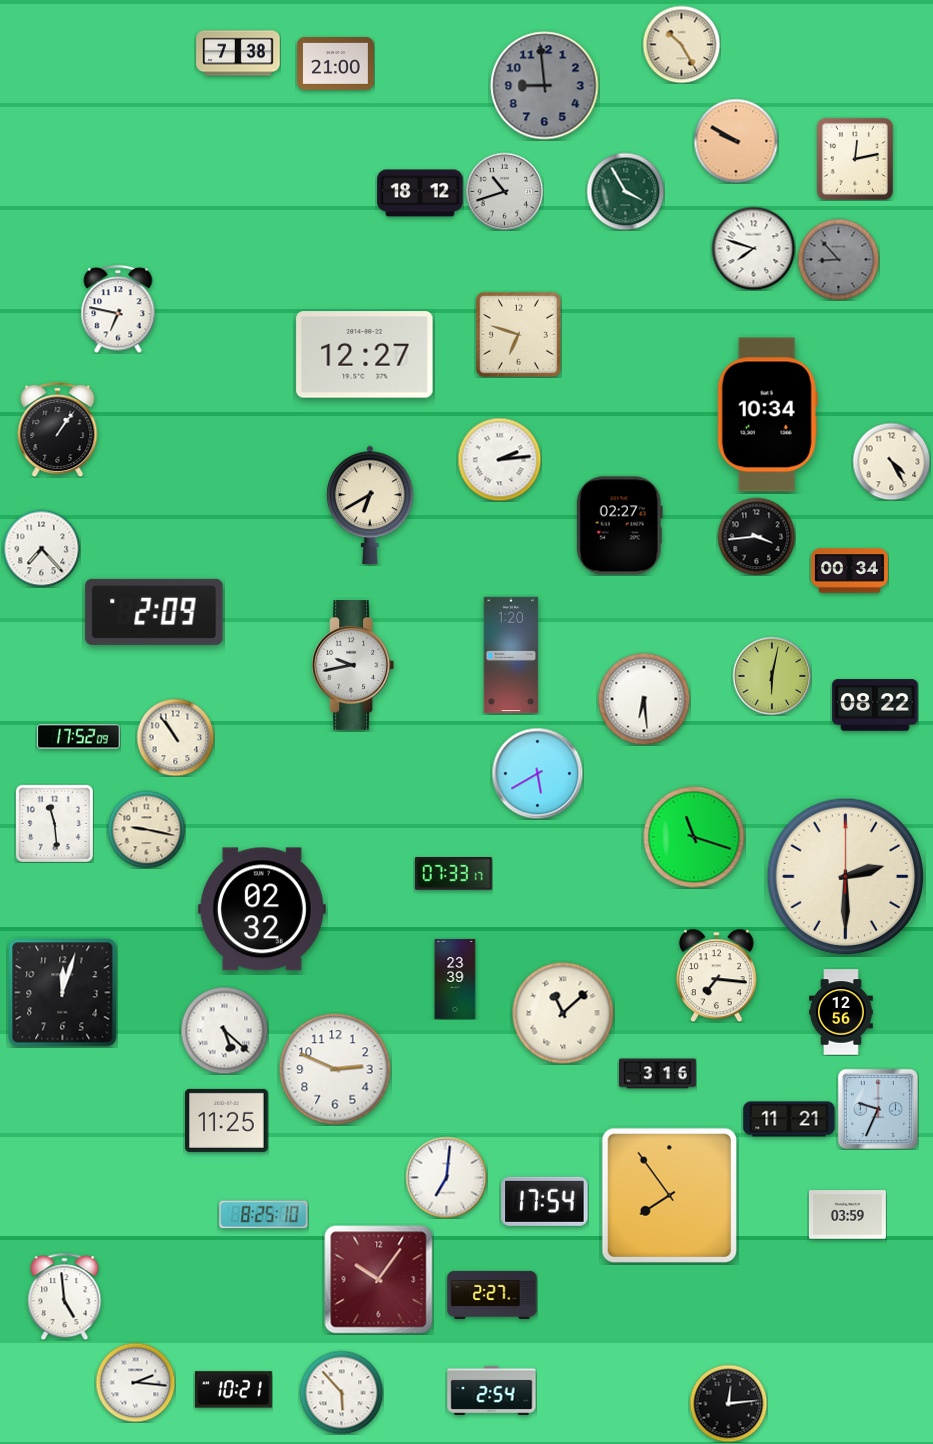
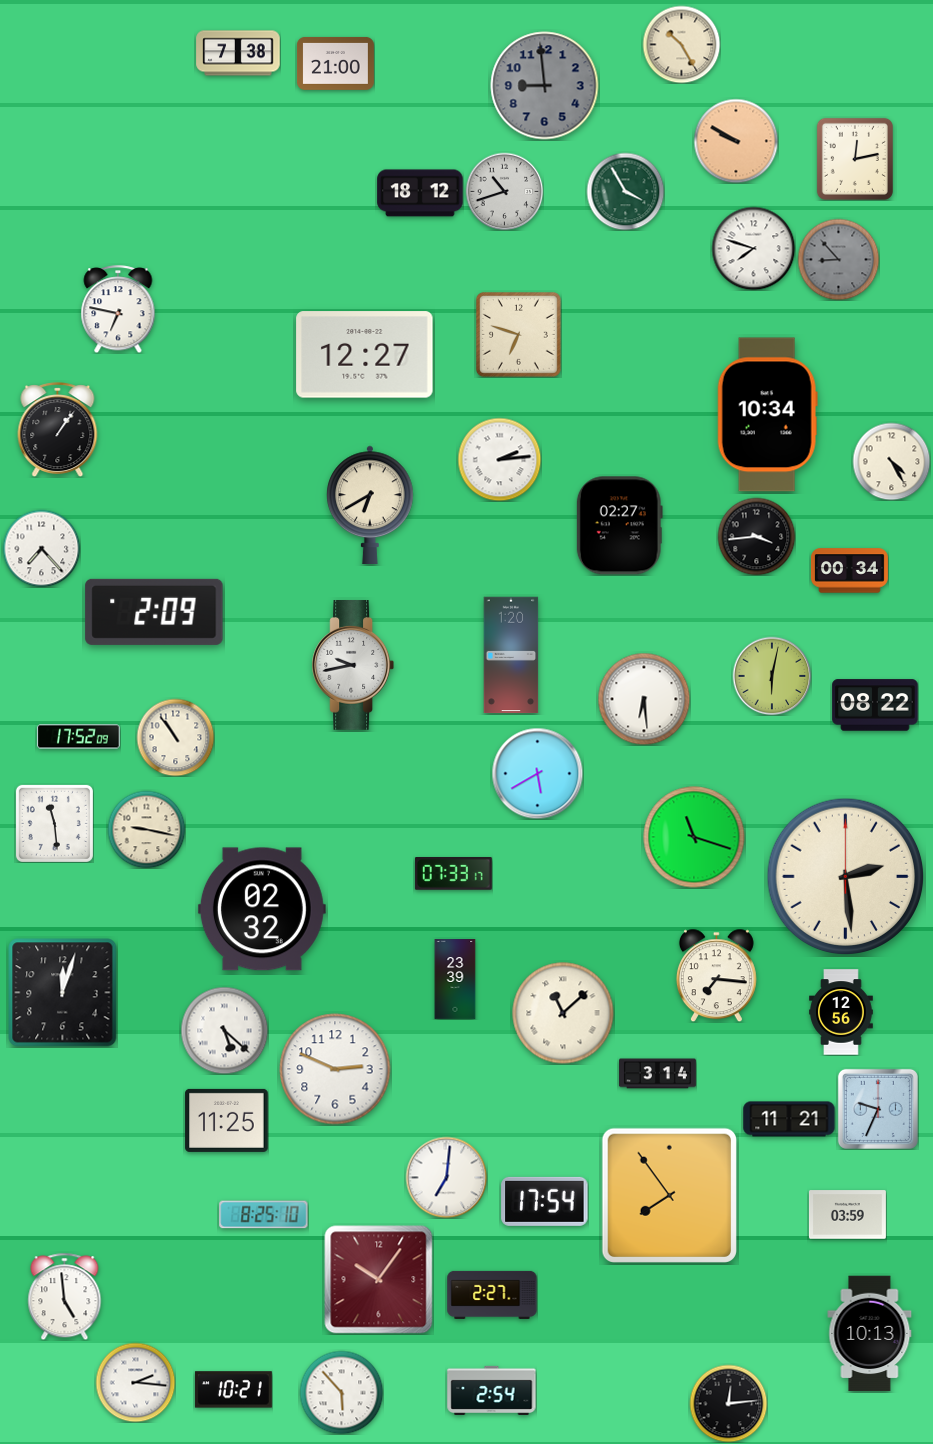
clock at (846, 877): 2:30 -> 2:29
clock at (657, 1074): 3:16 -> 3:14
clock at (870, 1334): none -> 10:13
